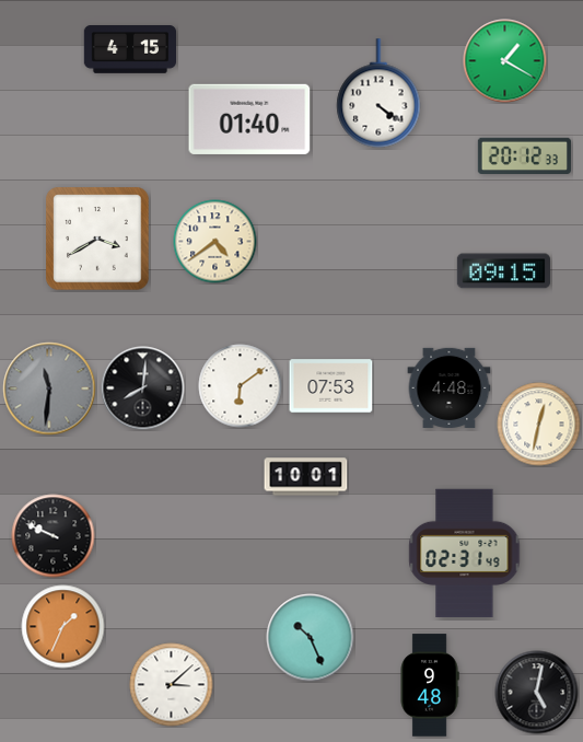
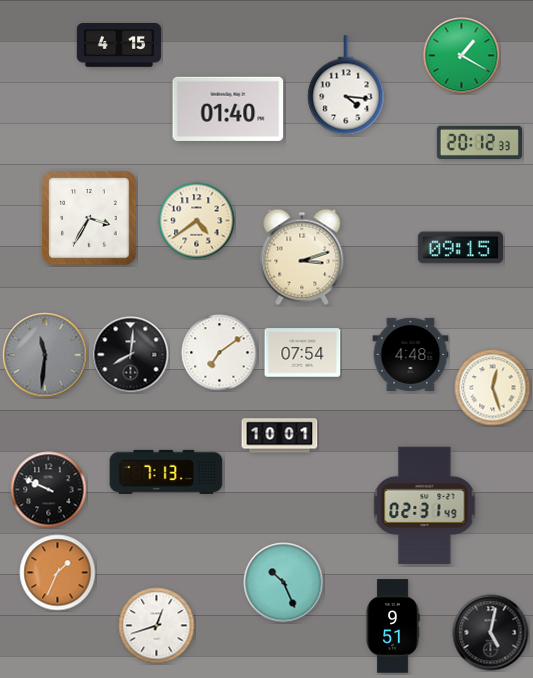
clock at (378, 93): 4:21 -> 4:16
clock at (97, 239): 3:40 -> 3:35
clock at (302, 257): none -> 3:12
clock at (241, 386): 6:09 -> 7:09
clock at (331, 386): 07:53 -> 07:54
clock at (539, 425): 12:32 -> 12:27
clock at (166, 472): none -> 7:13
clock at (172, 685): 3:08 -> 12:42
clock at (430, 685): 9:48 -> 9:51
